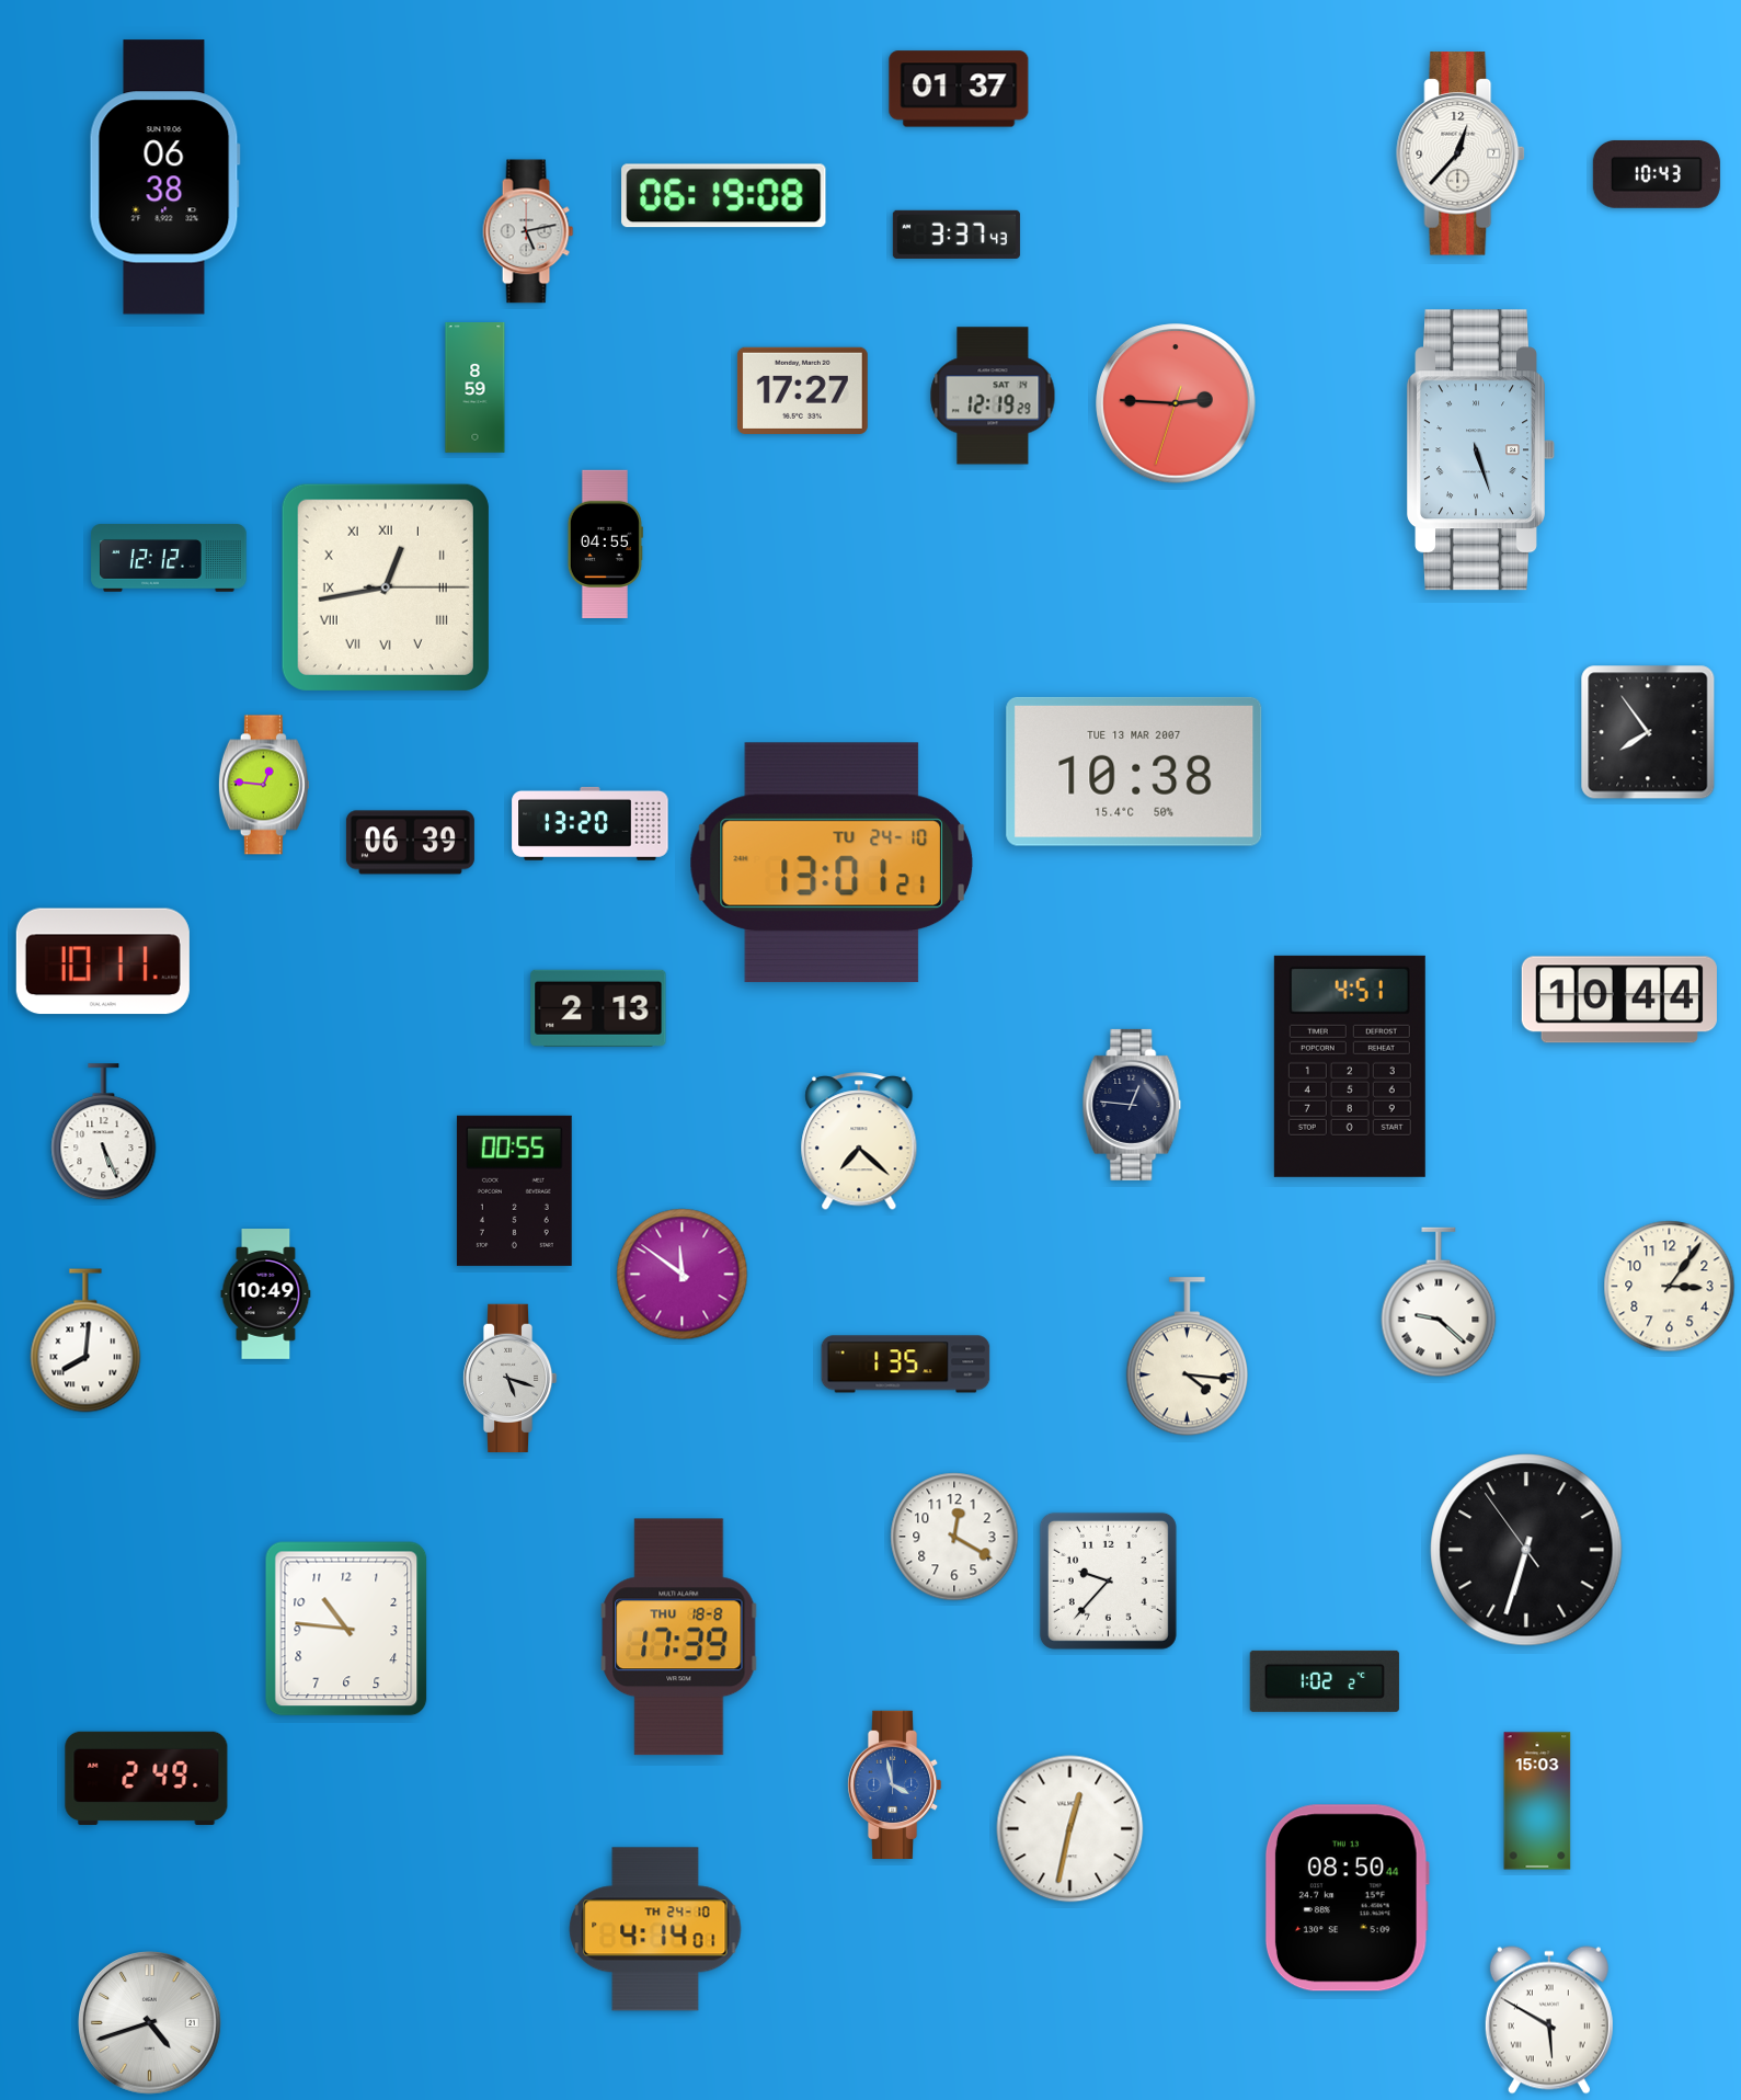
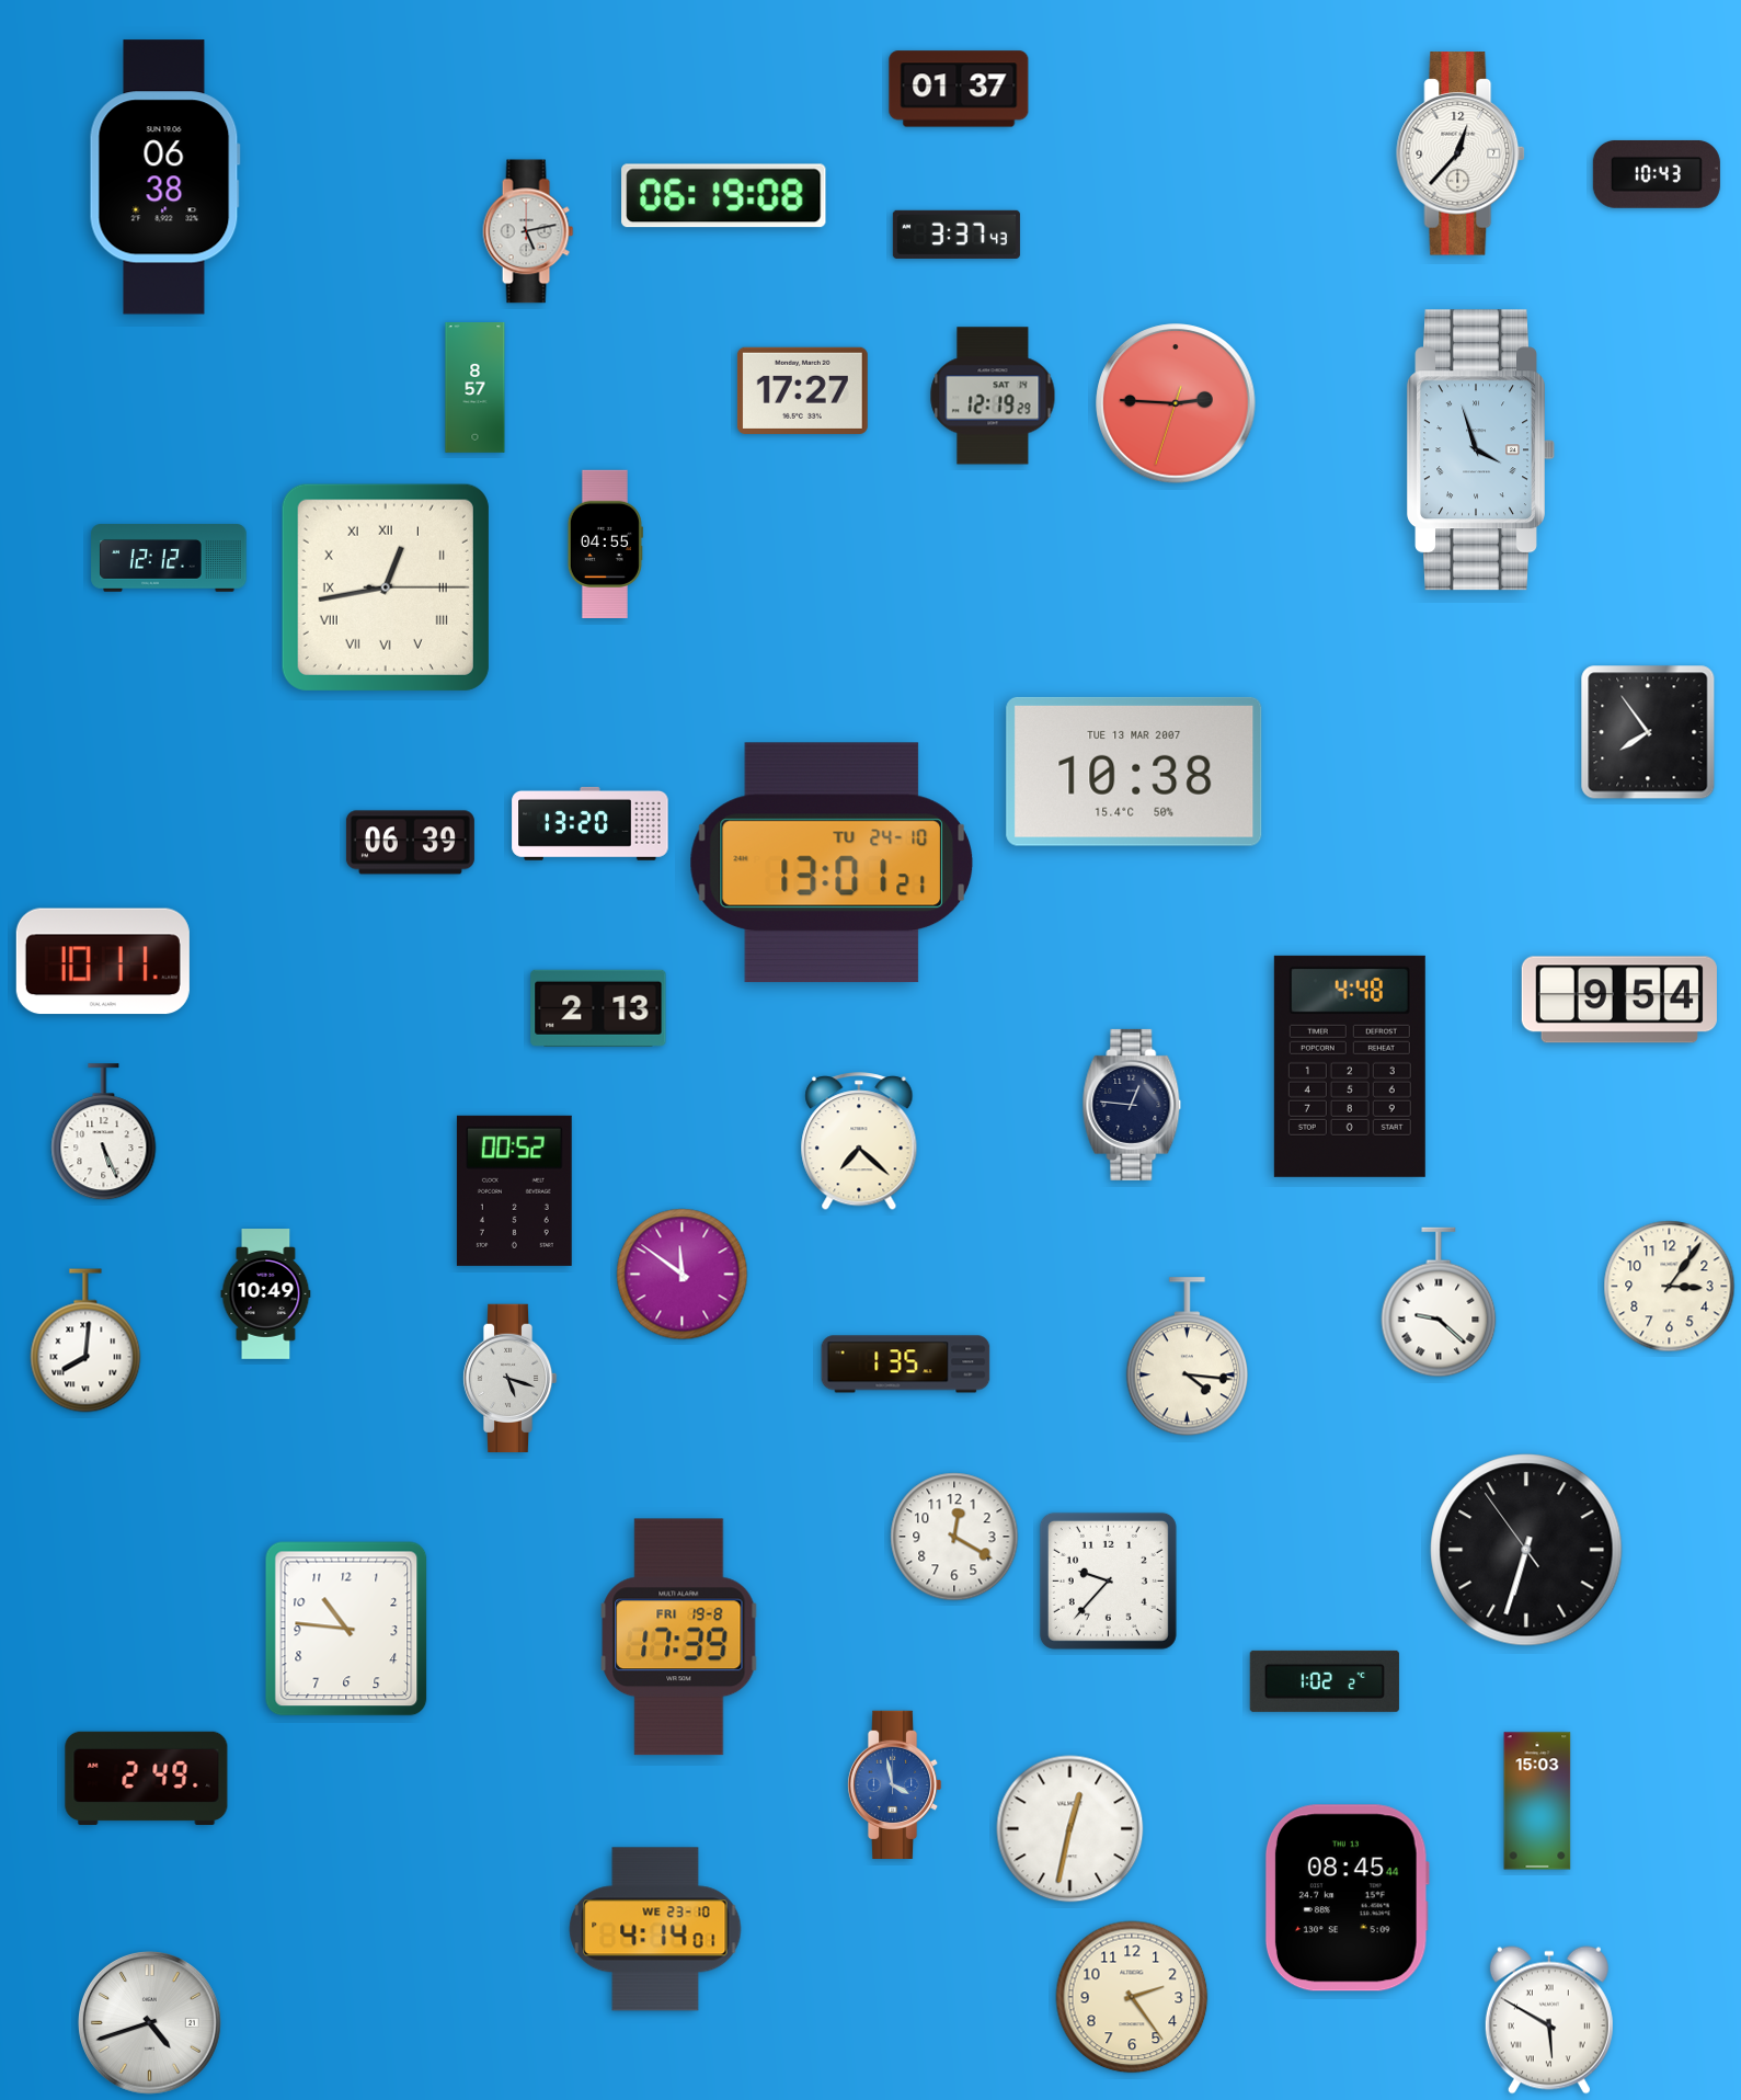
clock at (476, 388): 8:59 -> 8:57
clock at (1481, 450): 5:27 -> 3:57
clock at (264, 785): 12:46 -> none
clock at (1619, 1000): 10:44 -> 9:54
clock at (1350, 1066): 4:51 -> 4:48
clock at (514, 1190): 00:55 -> 00:52
clock at (679, 1637) date: THU 18-8 -> FRI 19-8
clock at (1347, 1898): 08:50 -> 08:45
clock at (655, 1929) date: TH 24-10 -> WE 23-10
clock at (1132, 1997): none -> 2:24
